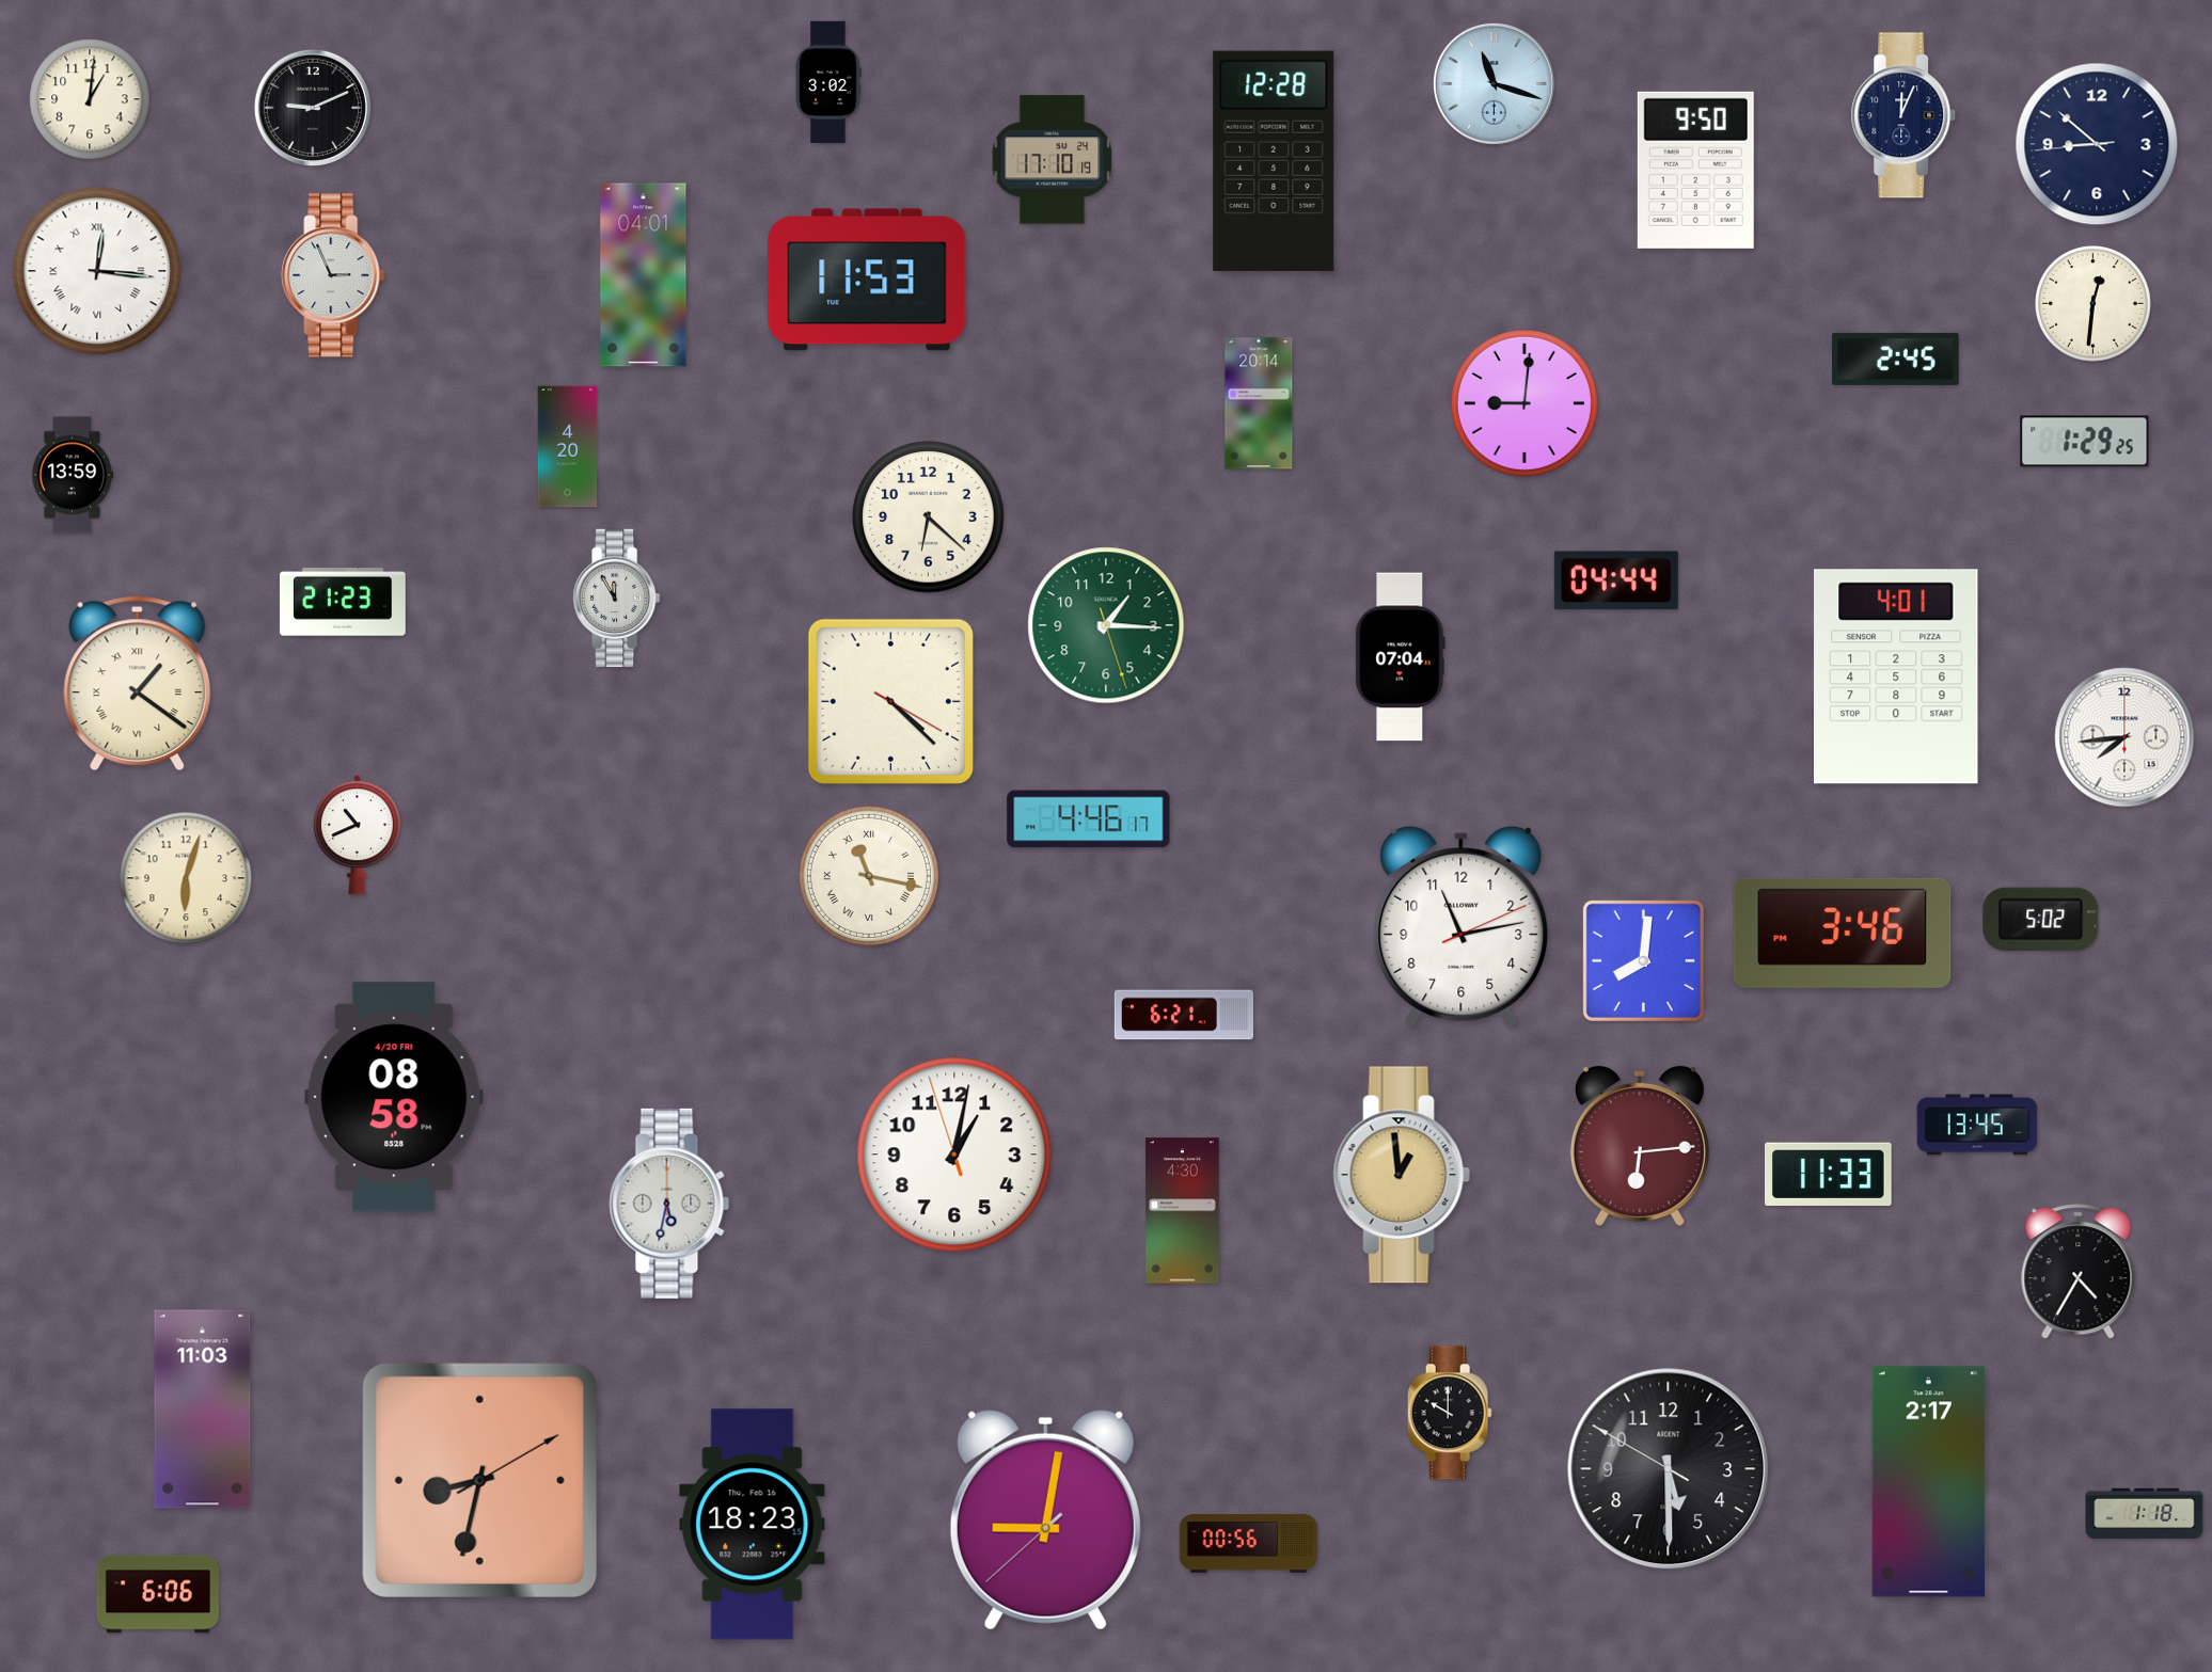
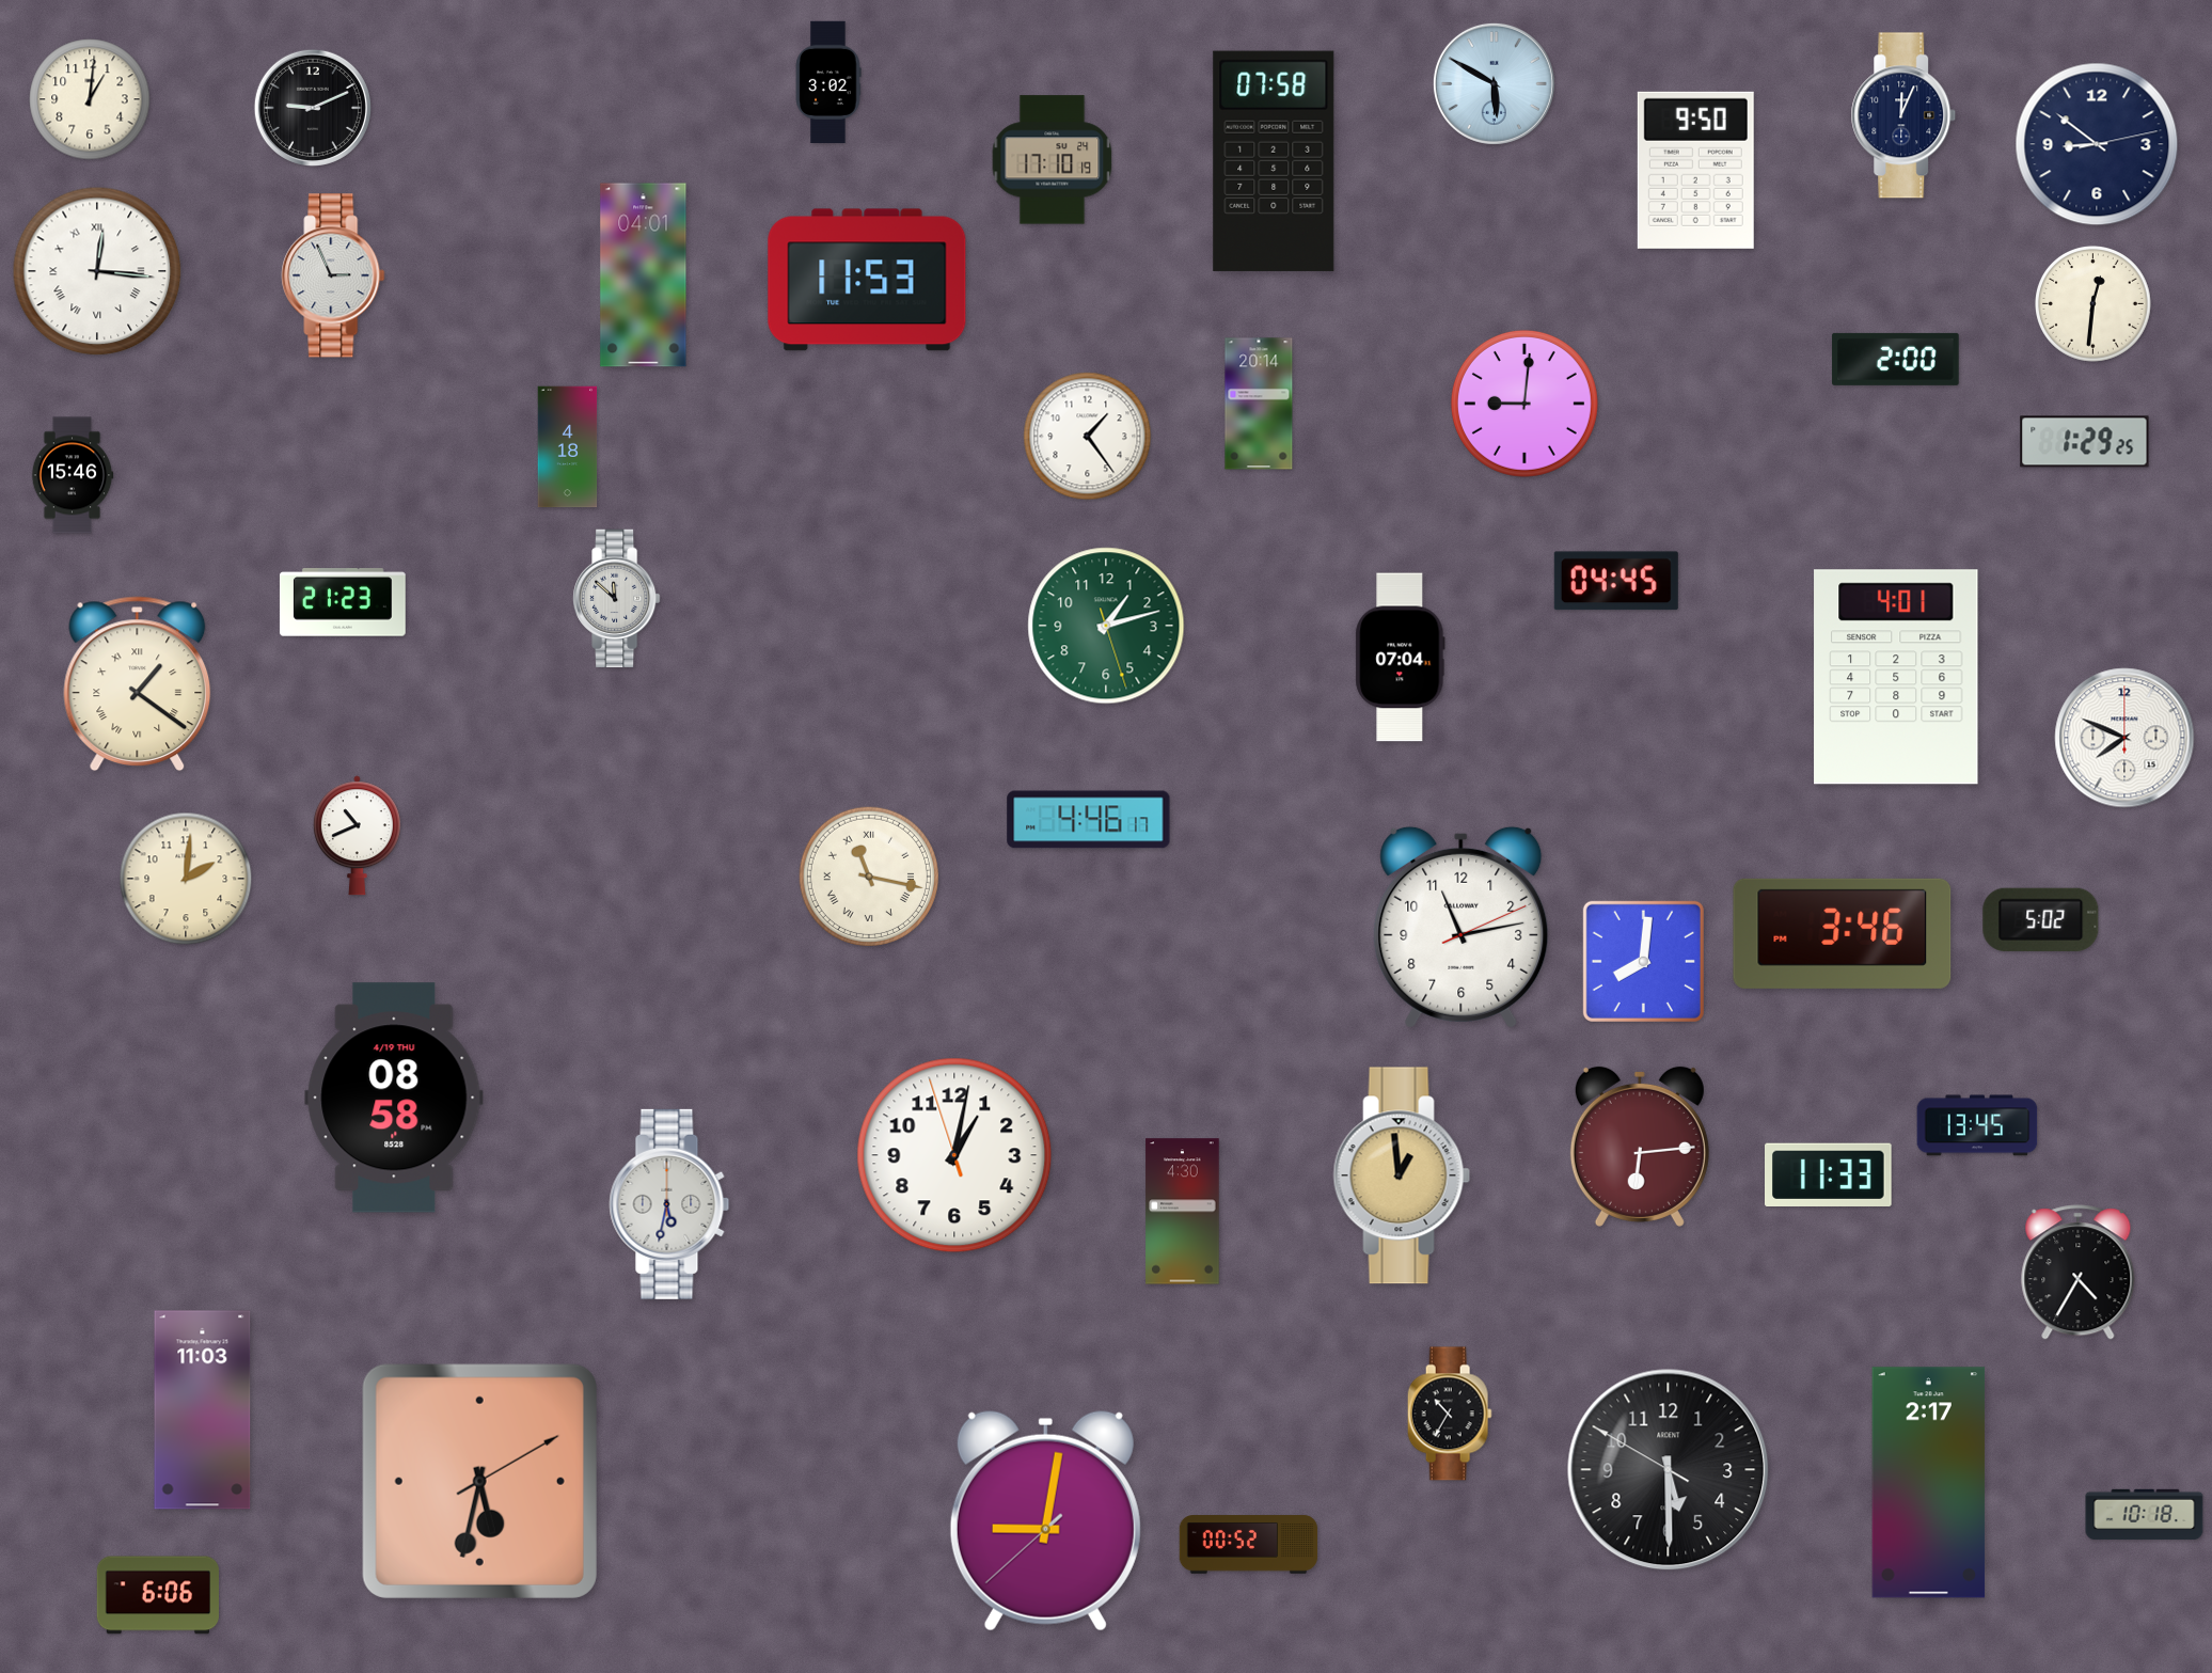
clock at (1494, 83): 11:18 -> 5:50
clock at (2097, 144): 8:51:44 -> 8:51:13
clock at (1274, 161): 12:28 -> 07:58
clock at (1896, 359): 2:45 -> 2:00
clock at (1088, 437): none -> 1:24
clock at (568, 447): 4:20 -> 4:18
clock at (73, 475): 13:59 -> 15:46
clock at (929, 517): 6:22 -> none
clock at (1616, 580): 04:44 -> 04:45
clock at (617, 599): 11:55 -> 11:52
clock at (1106, 625): 1:15 -> 1:12
clock at (890, 701): 4:22 -> none
clock at (2124, 737): 7:44 -> 7:49
clock at (186, 878): 6:03 -> 2:01
clock at (1183, 1015): 6:21 -> none
clock at (394, 1097) date: 4/20 FRI -> 4/19 THU
clock at (1450, 1413): 10:00 -> 10:35
clock at (479, 1480): 8:32 -> 5:32
clock at (2145, 1514): 1:18 -> 10:18
clock at (753, 1525): 18:23 -> none
clock at (1249, 1544): 00:56 -> 00:52
